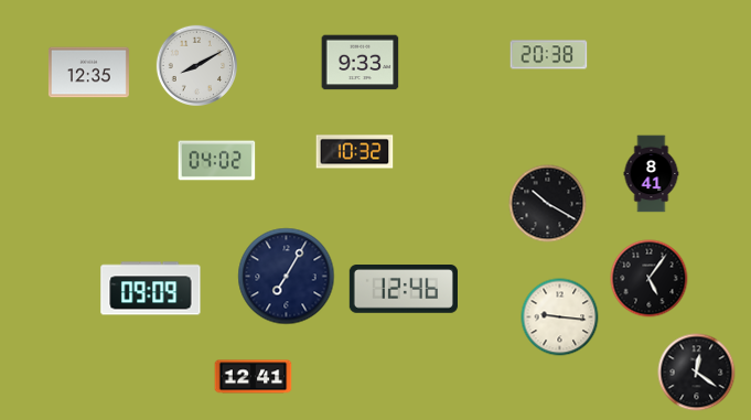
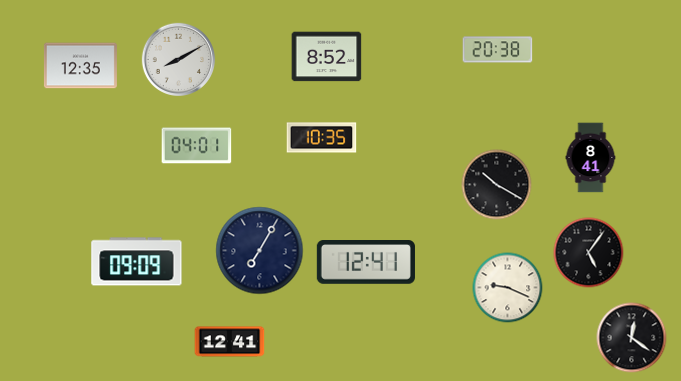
clock at (361, 63): 9:33 -> 8:52
clock at (355, 152): 10:32 -> 10:35
clock at (217, 161): 04:02 -> 04:01
clock at (404, 290): 12:46 -> 12:41
clock at (560, 317): 9:16 -> 9:19
